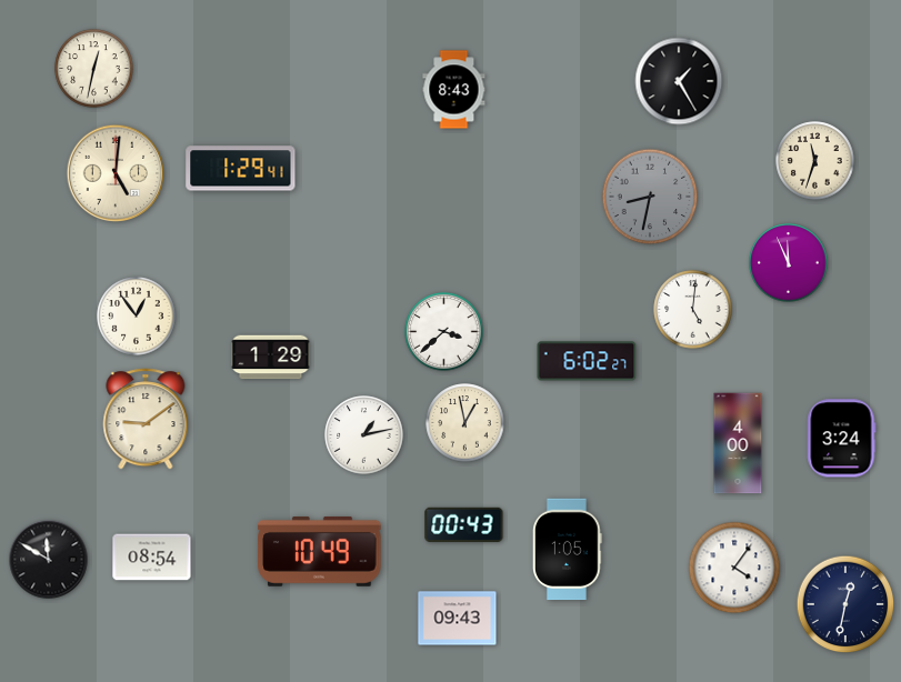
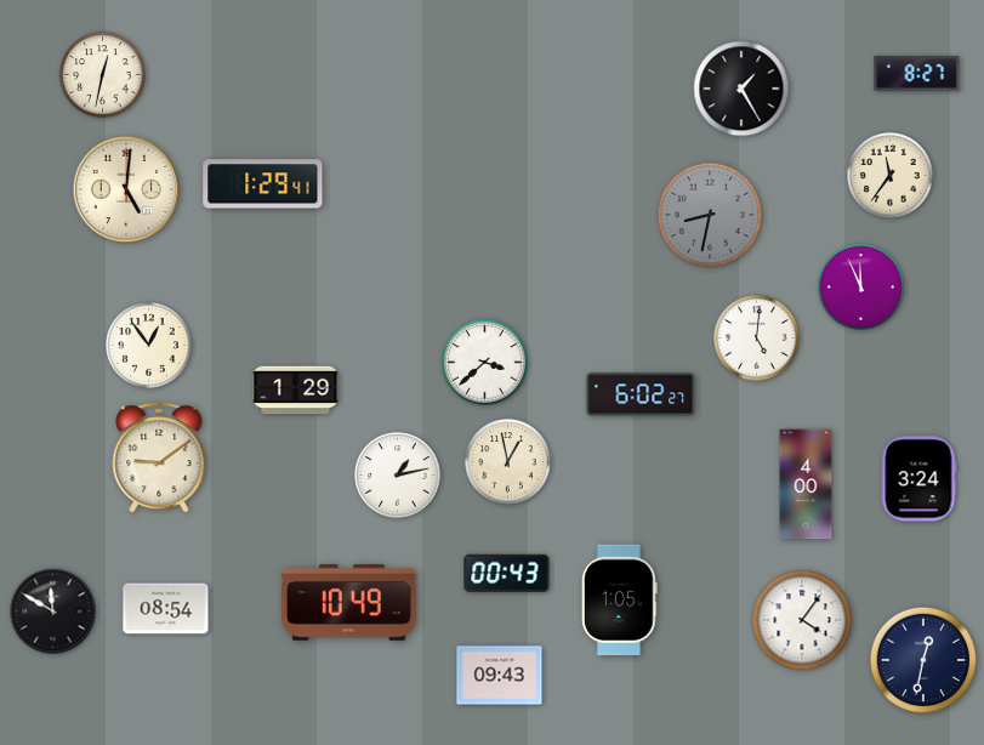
clock at (917, 74): none -> 8:27
clock at (454, 90): 8:43 -> none
clock at (815, 161): 11:33 -> 11:36
